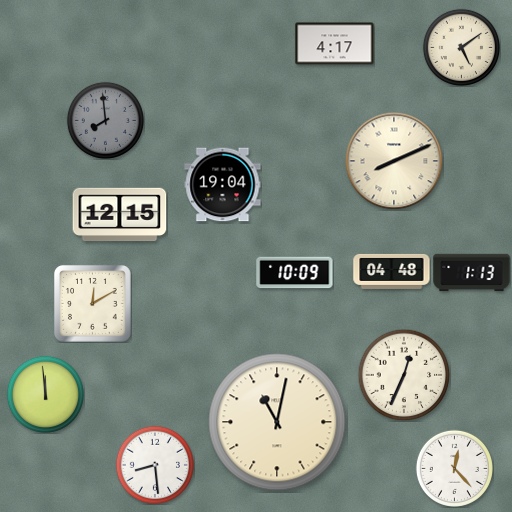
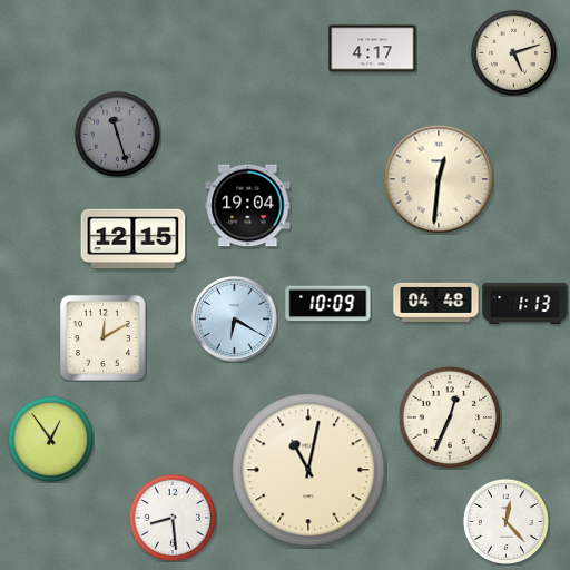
clock at (461, 47): 5:09 -> 5:12
clock at (105, 120): 7:59 -> 11:27
clock at (394, 161): 8:11 -> 12:31
clock at (235, 320): none -> 6:20
clock at (45, 394): 11:59 -> 12:54
